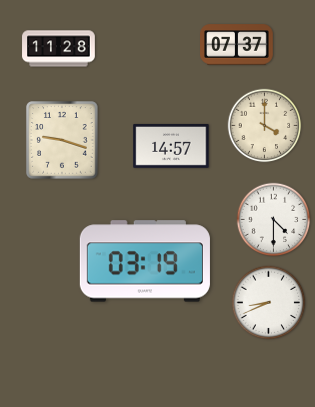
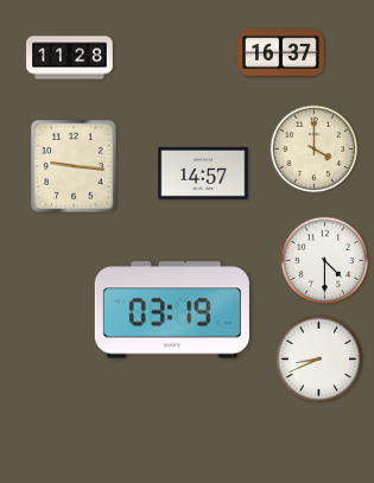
clock at (237, 45): 07:37 -> 16:37
clock at (62, 140): 9:18 -> 9:16
